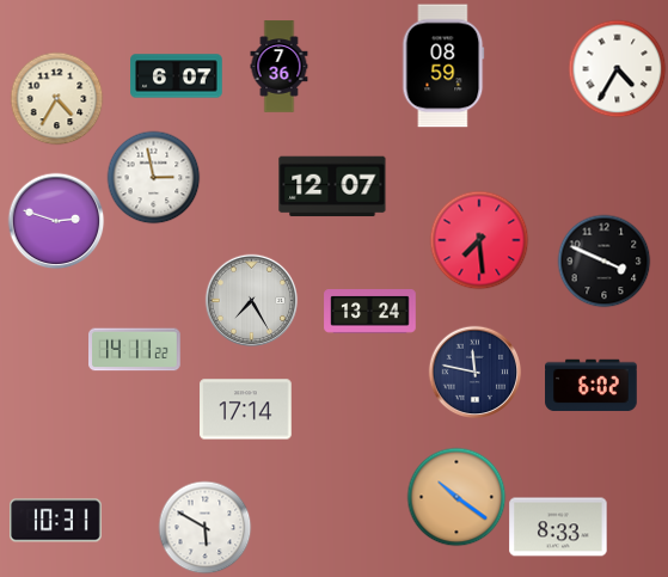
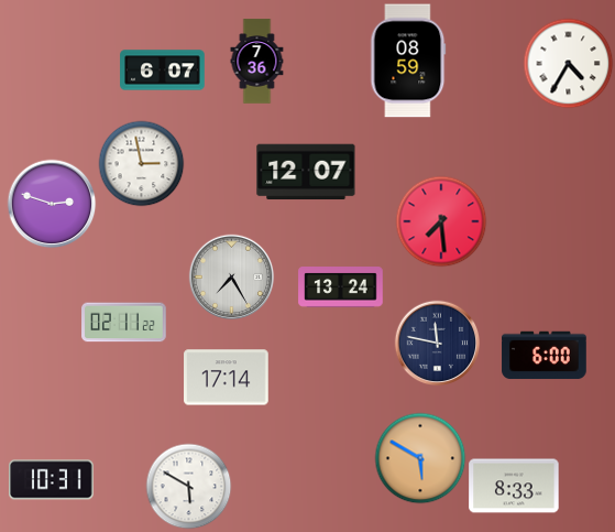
clock at (56, 98): 4:35 -> none
clock at (603, 260): 3:49 -> none
clock at (135, 350): 14:11 -> 02:11
clock at (592, 386): 6:02 -> 6:00
clock at (456, 497): 10:21 -> 5:50
